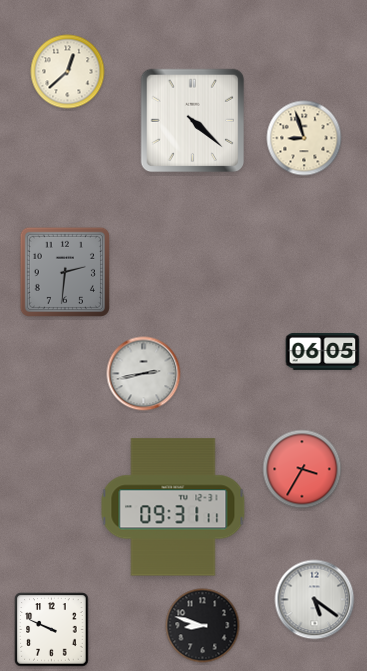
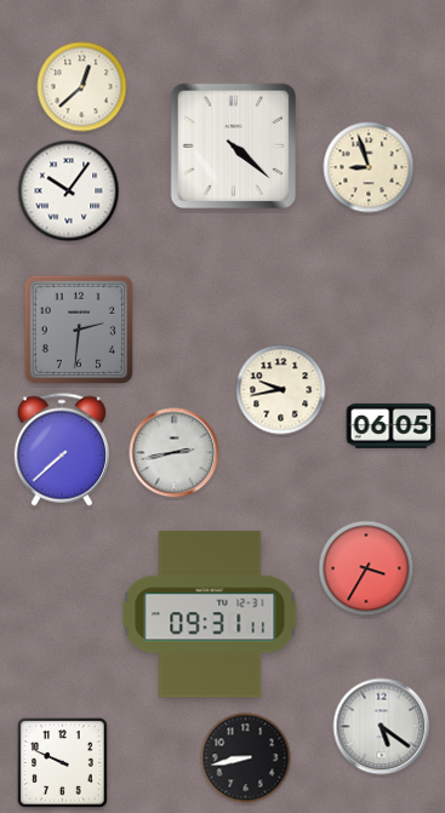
clock at (69, 191): none -> 10:06
clock at (281, 390): none -> 9:43
clock at (62, 450): none -> 7:38
clock at (203, 626): 8:48 -> 8:43
